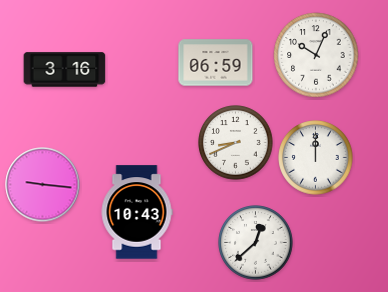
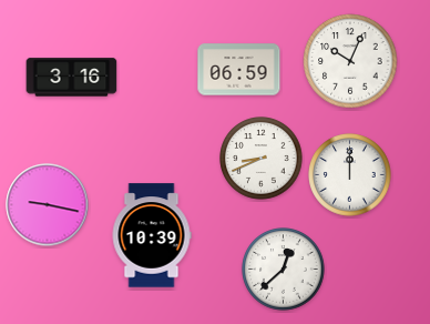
clock at (43, 185): 9:16 -> 9:17
clock at (137, 212): 10:43 -> 10:39
